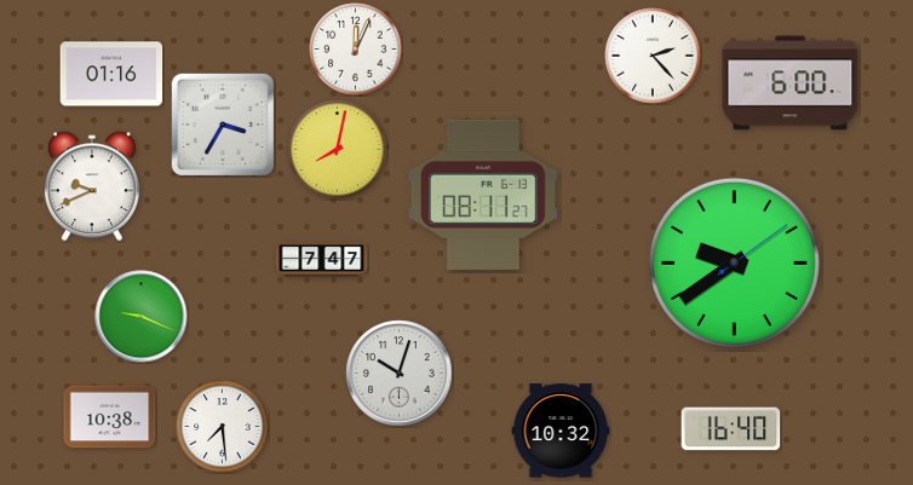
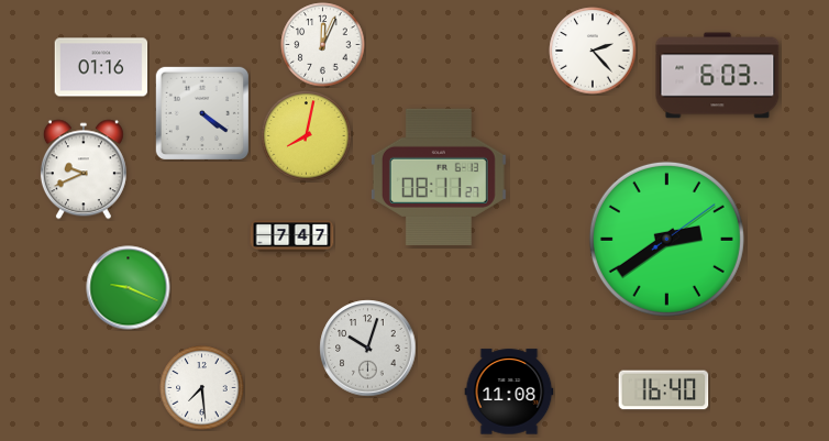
clock at (791, 83): 6:00 -> 6:03
clock at (223, 125): 3:35 -> 4:21
clock at (734, 262): 9:39 -> 2:39
clock at (400, 374) position: (400, 374) -> (368, 349)
clock at (110, 417): 10:38 -> none
clock at (561, 431): 10:32 -> 11:08
